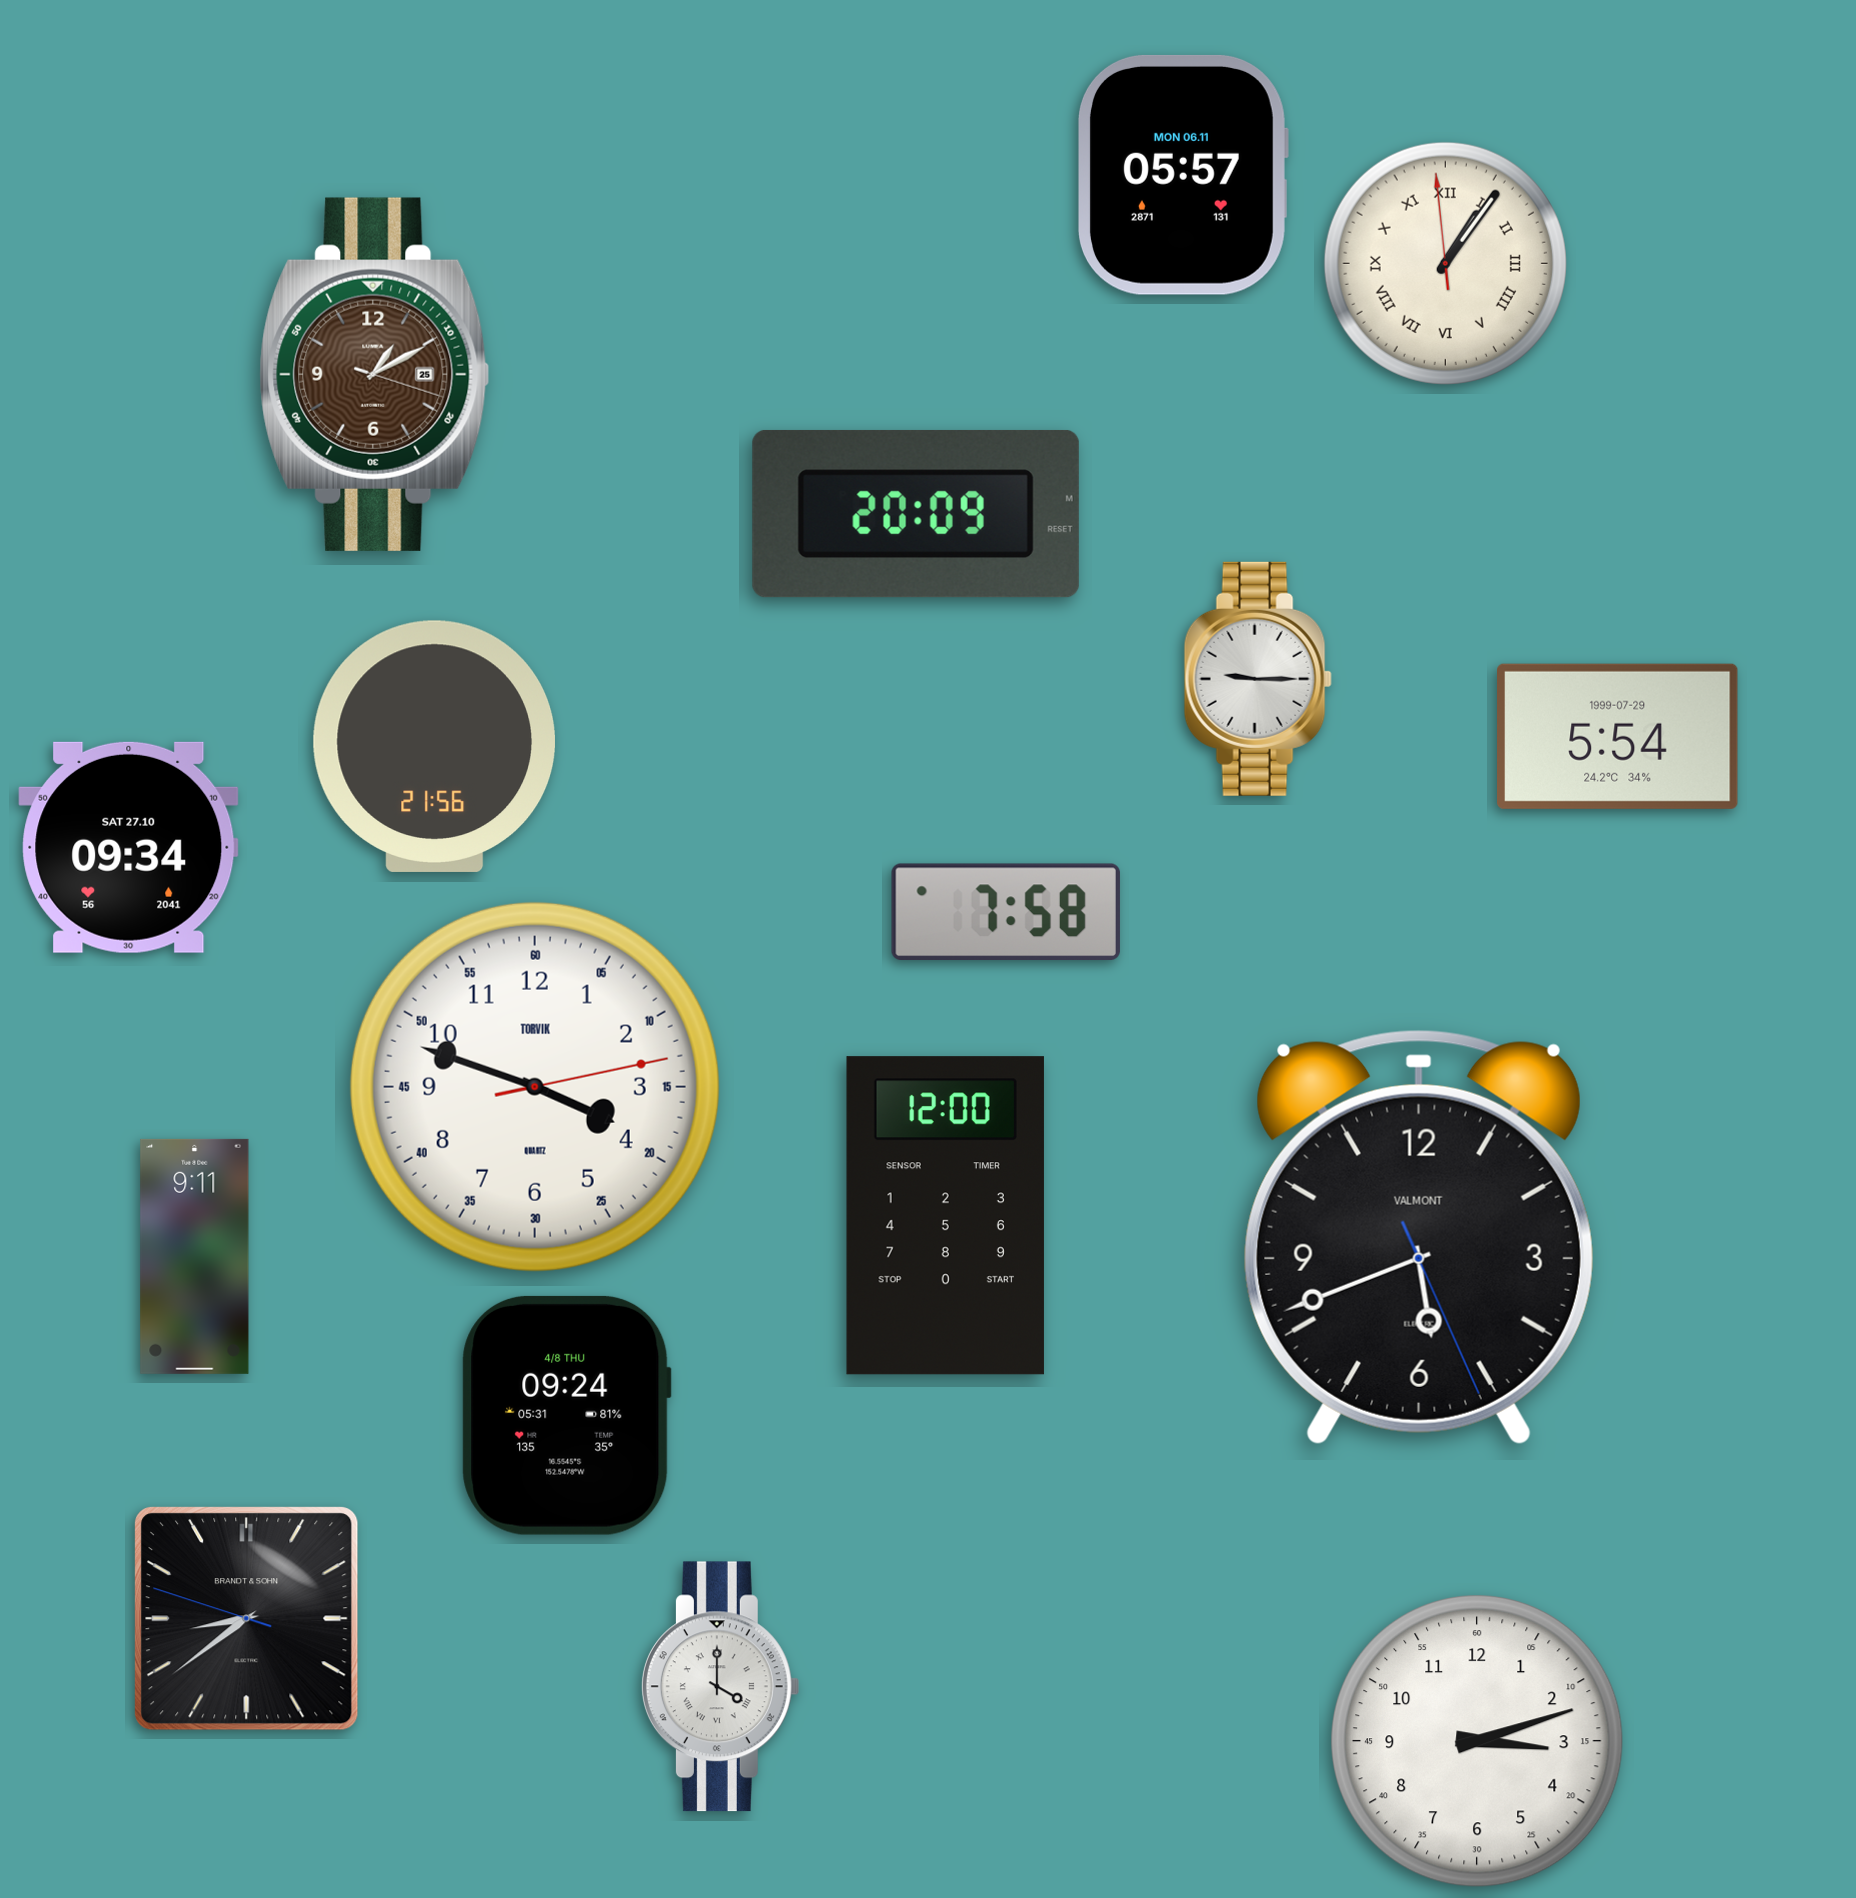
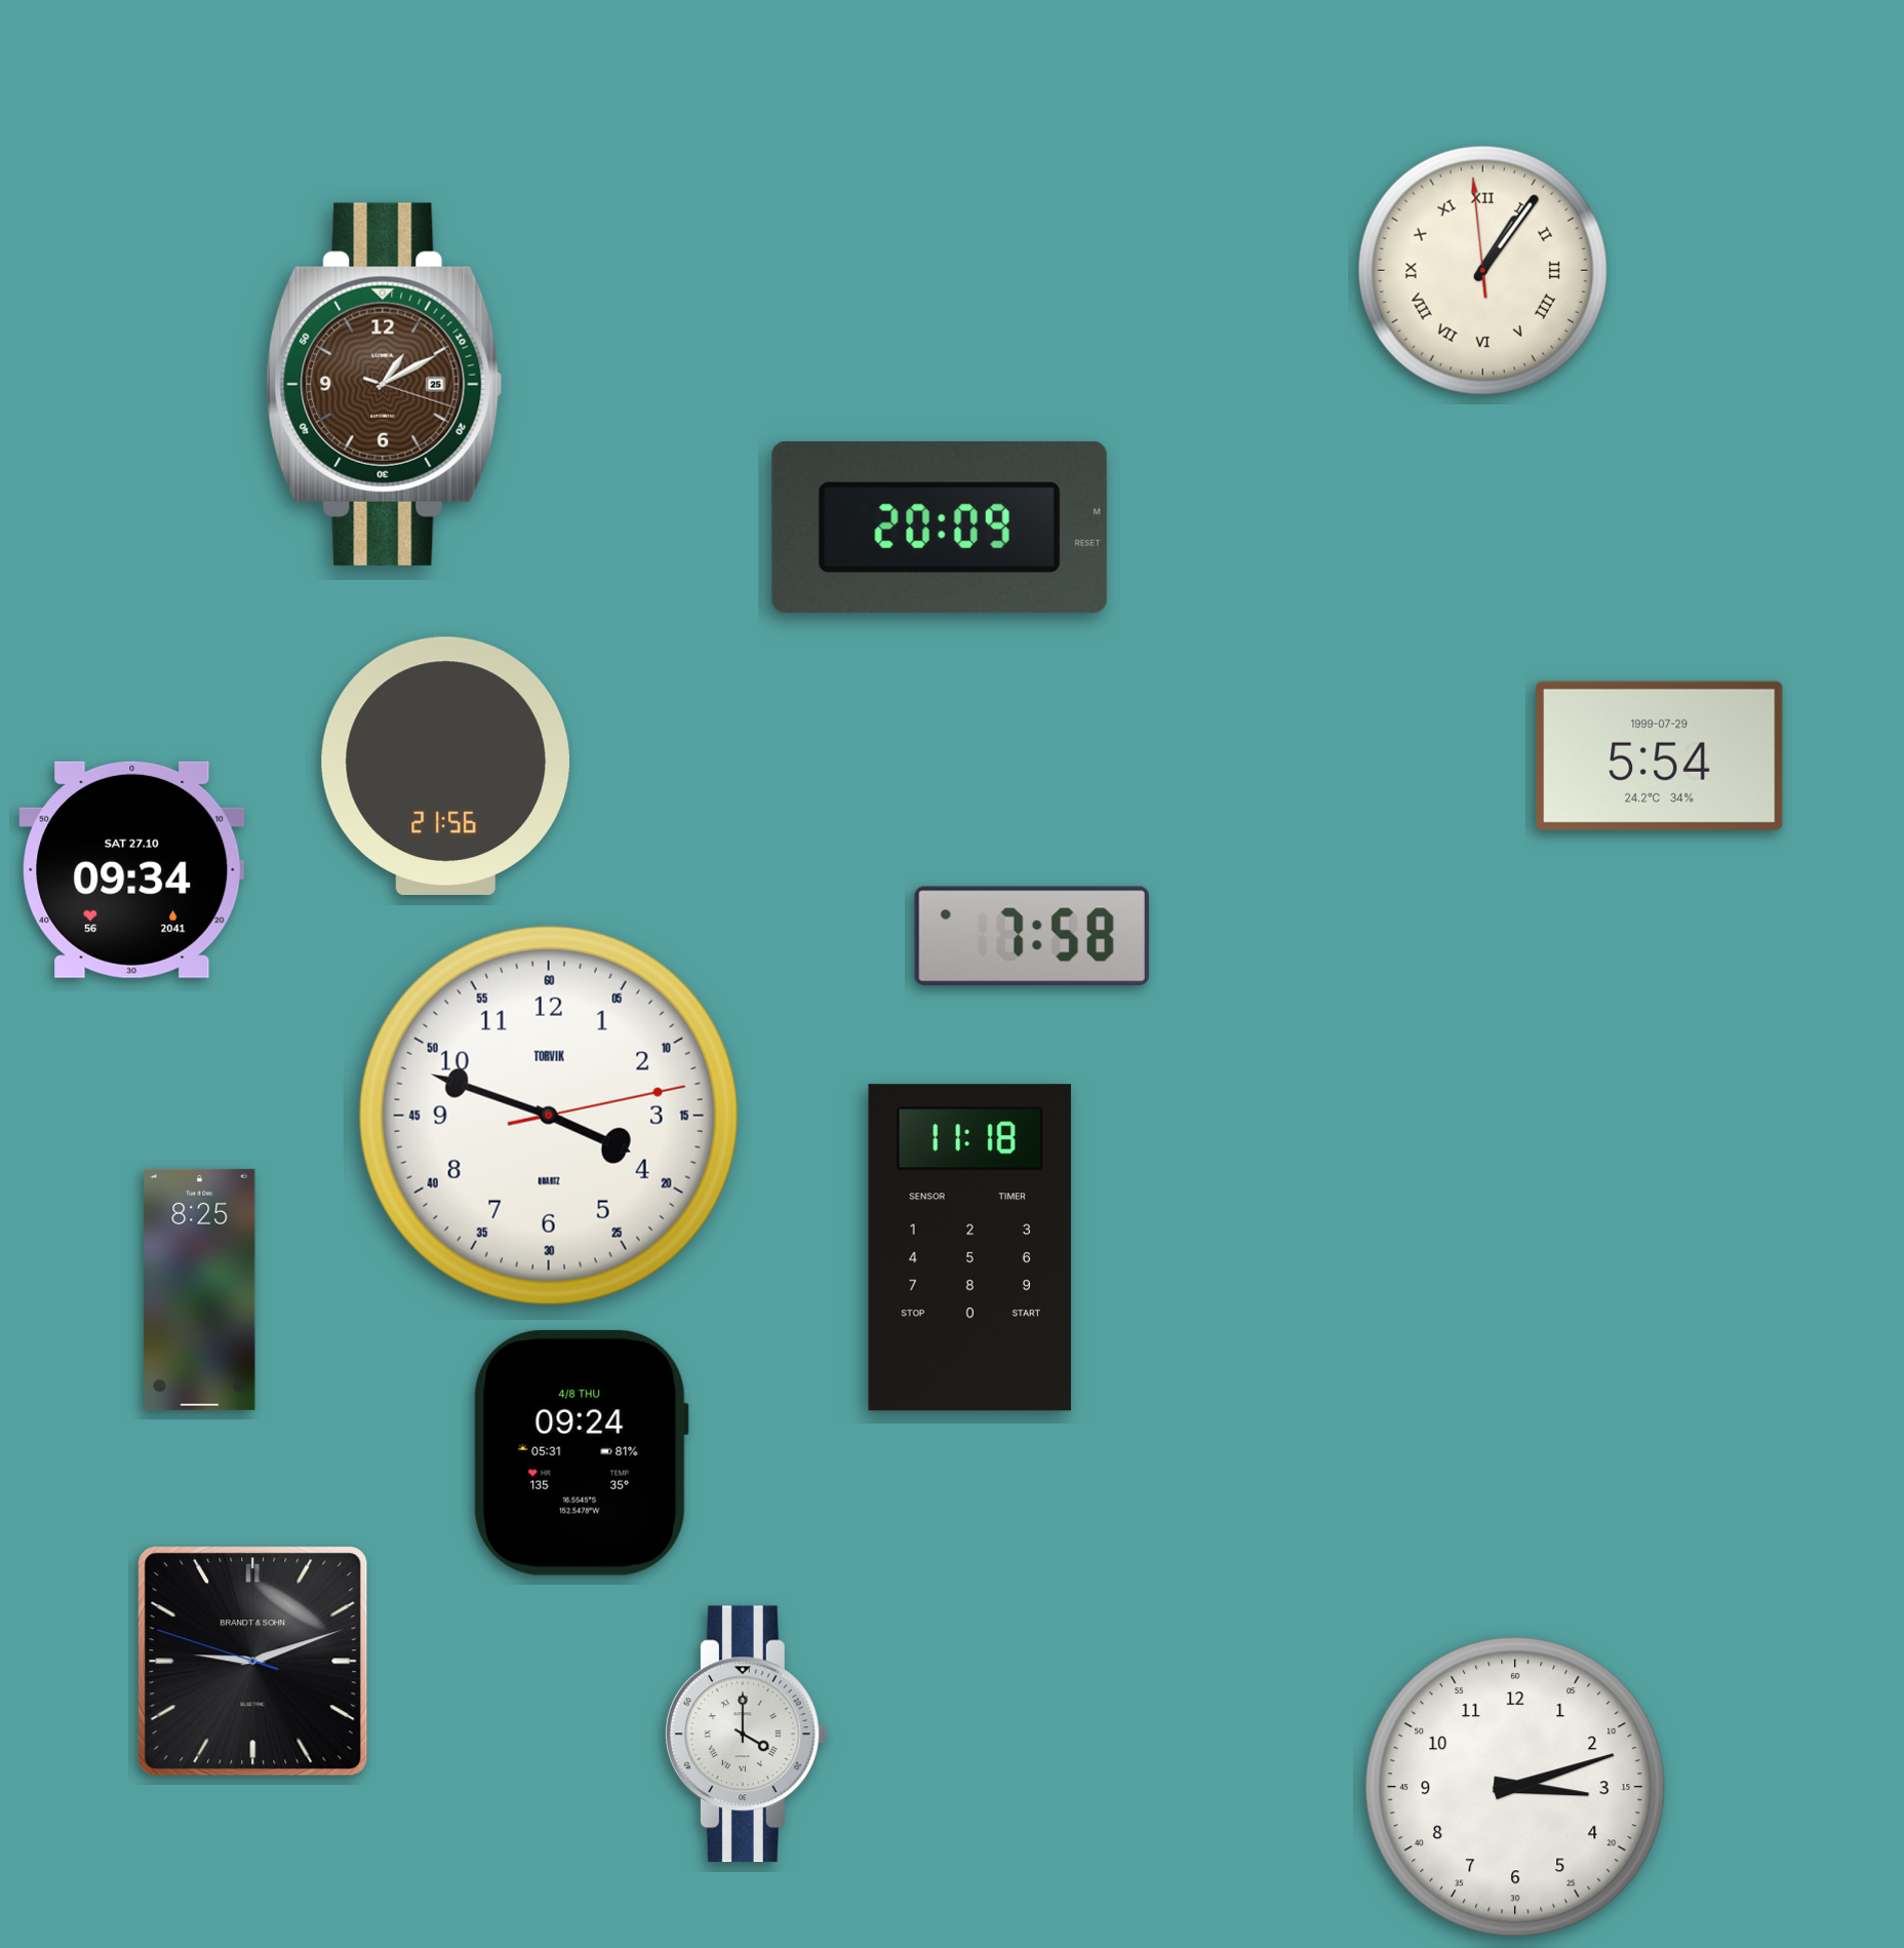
clock at (1182, 175): 05:57 -> none
clock at (1258, 679): 9:15 -> none
clock at (945, 1216): 12:00 -> 11:18
clock at (1419, 1237): 5:41 -> none
clock at (195, 1256): 9:11 -> 8:25
clock at (247, 1619): 8:38 -> 9:11
clock at (720, 1687) position: (720, 1687) -> (746, 1735)
